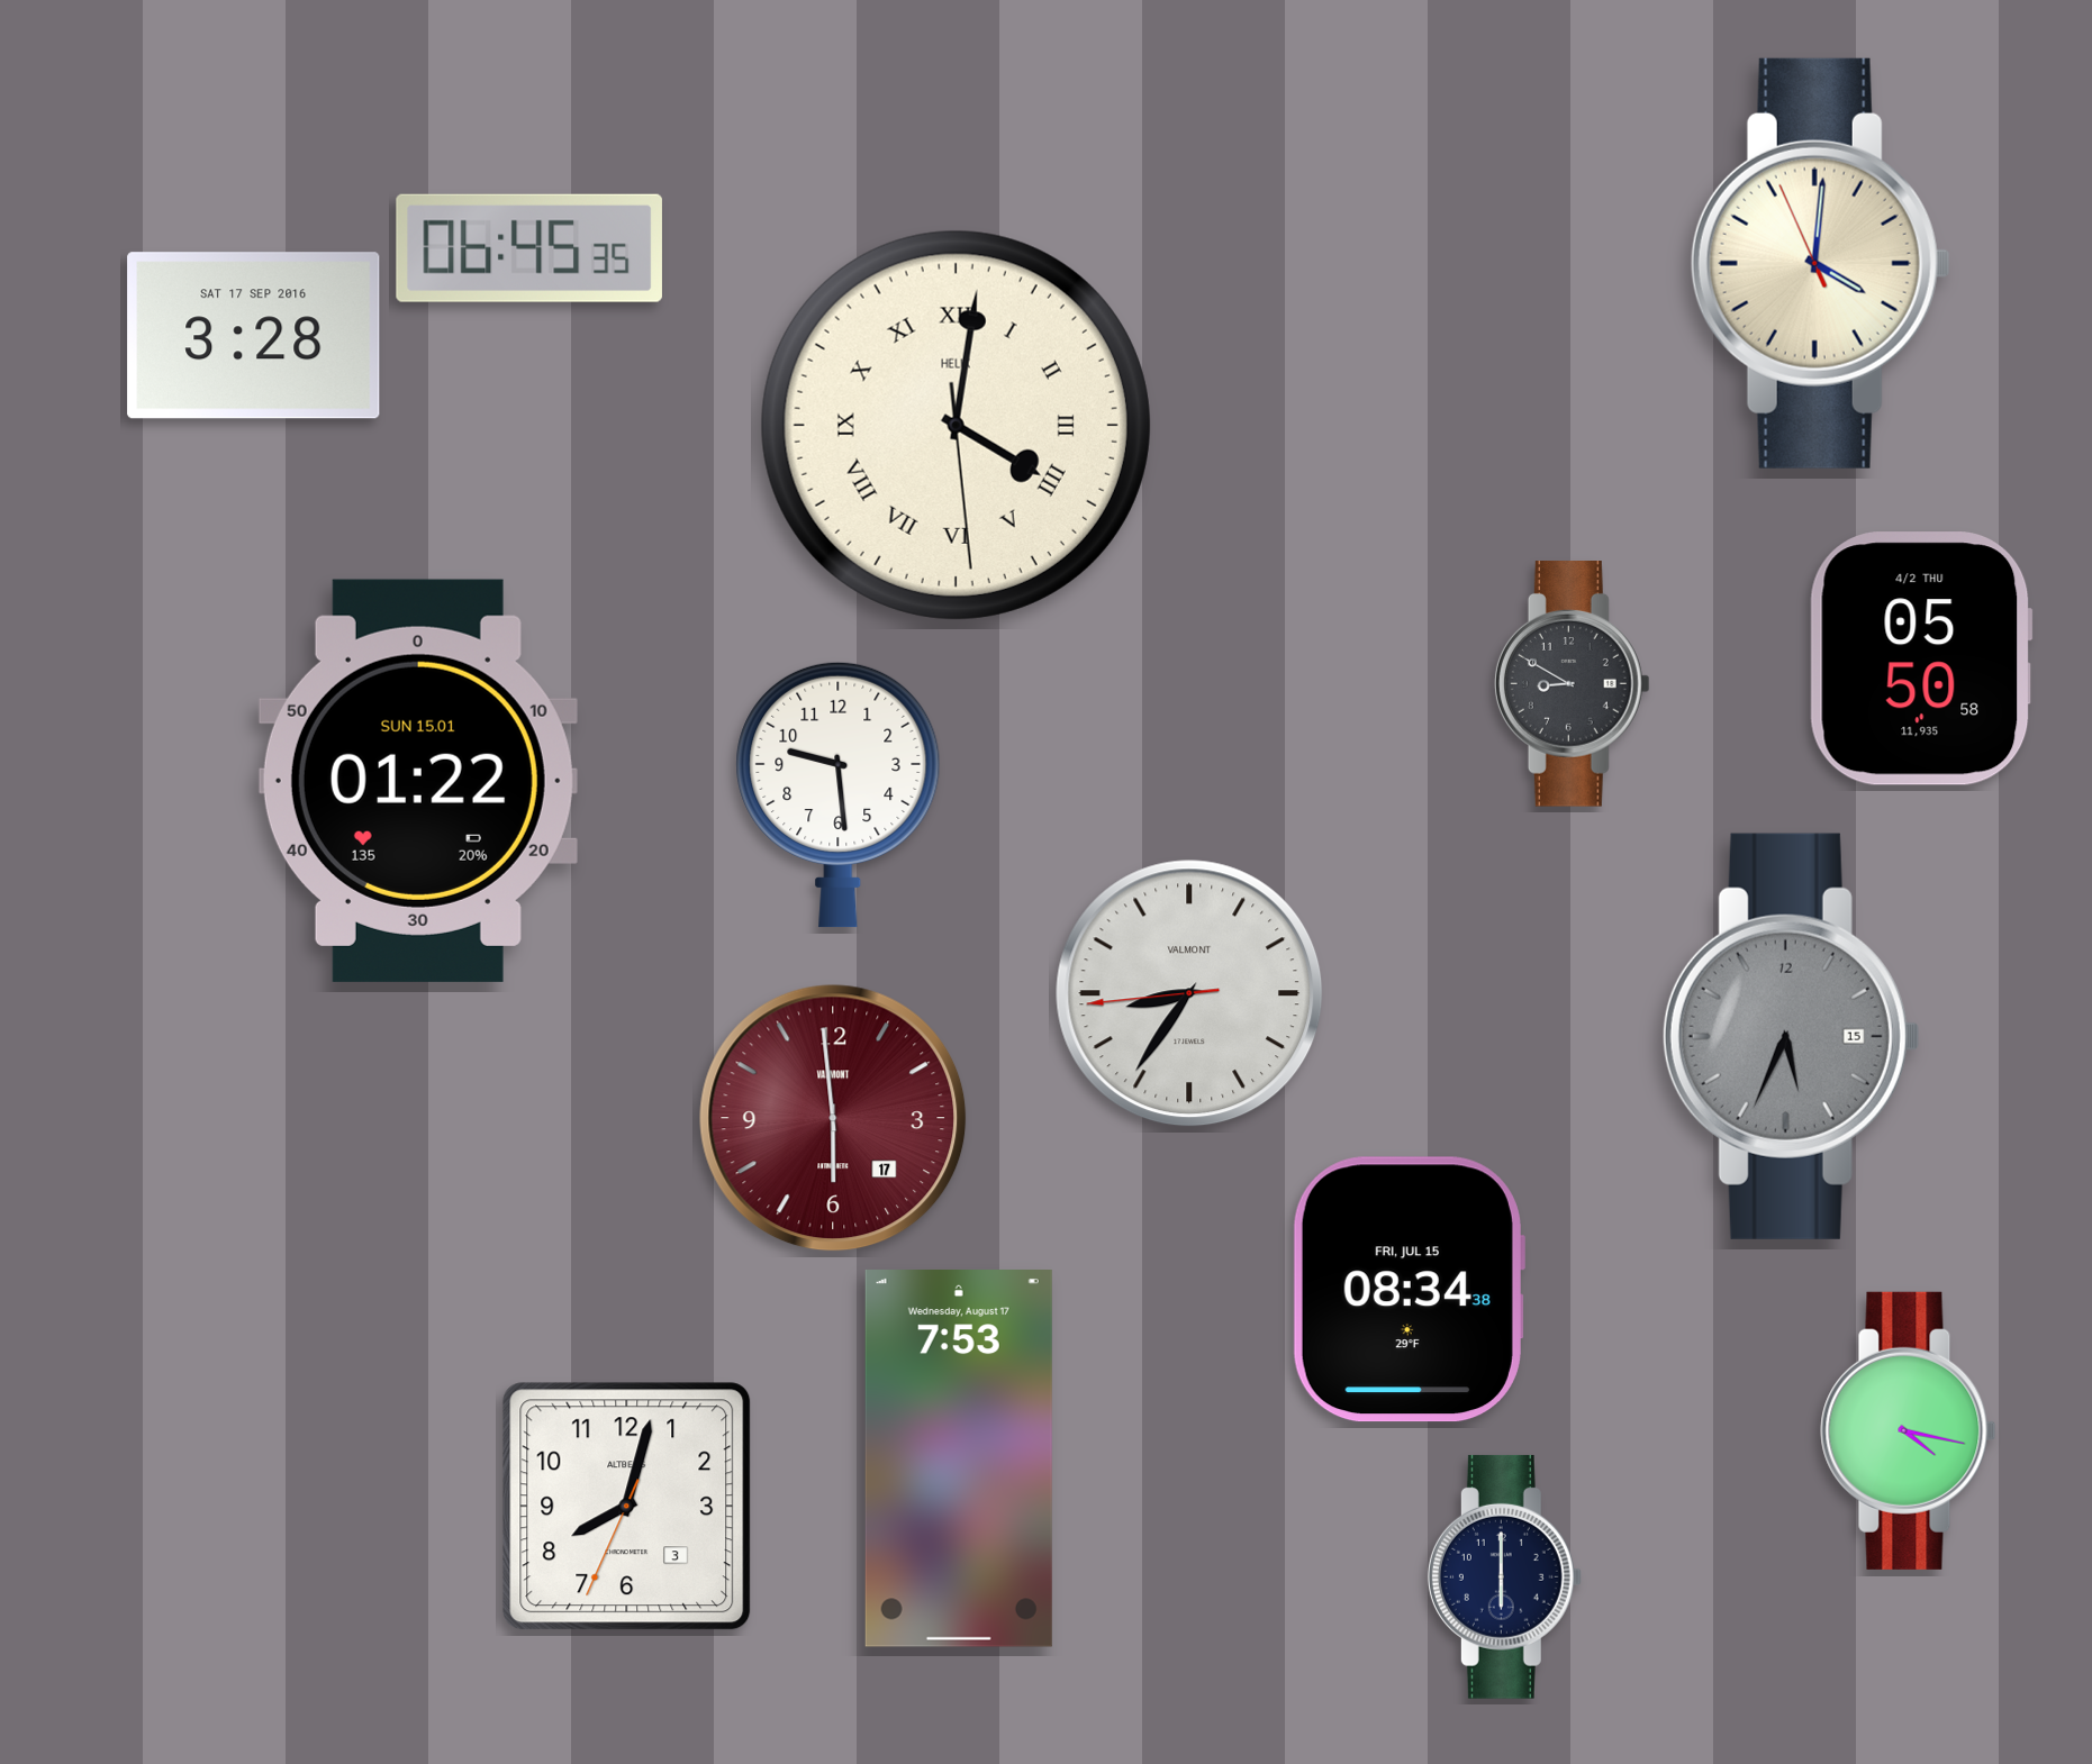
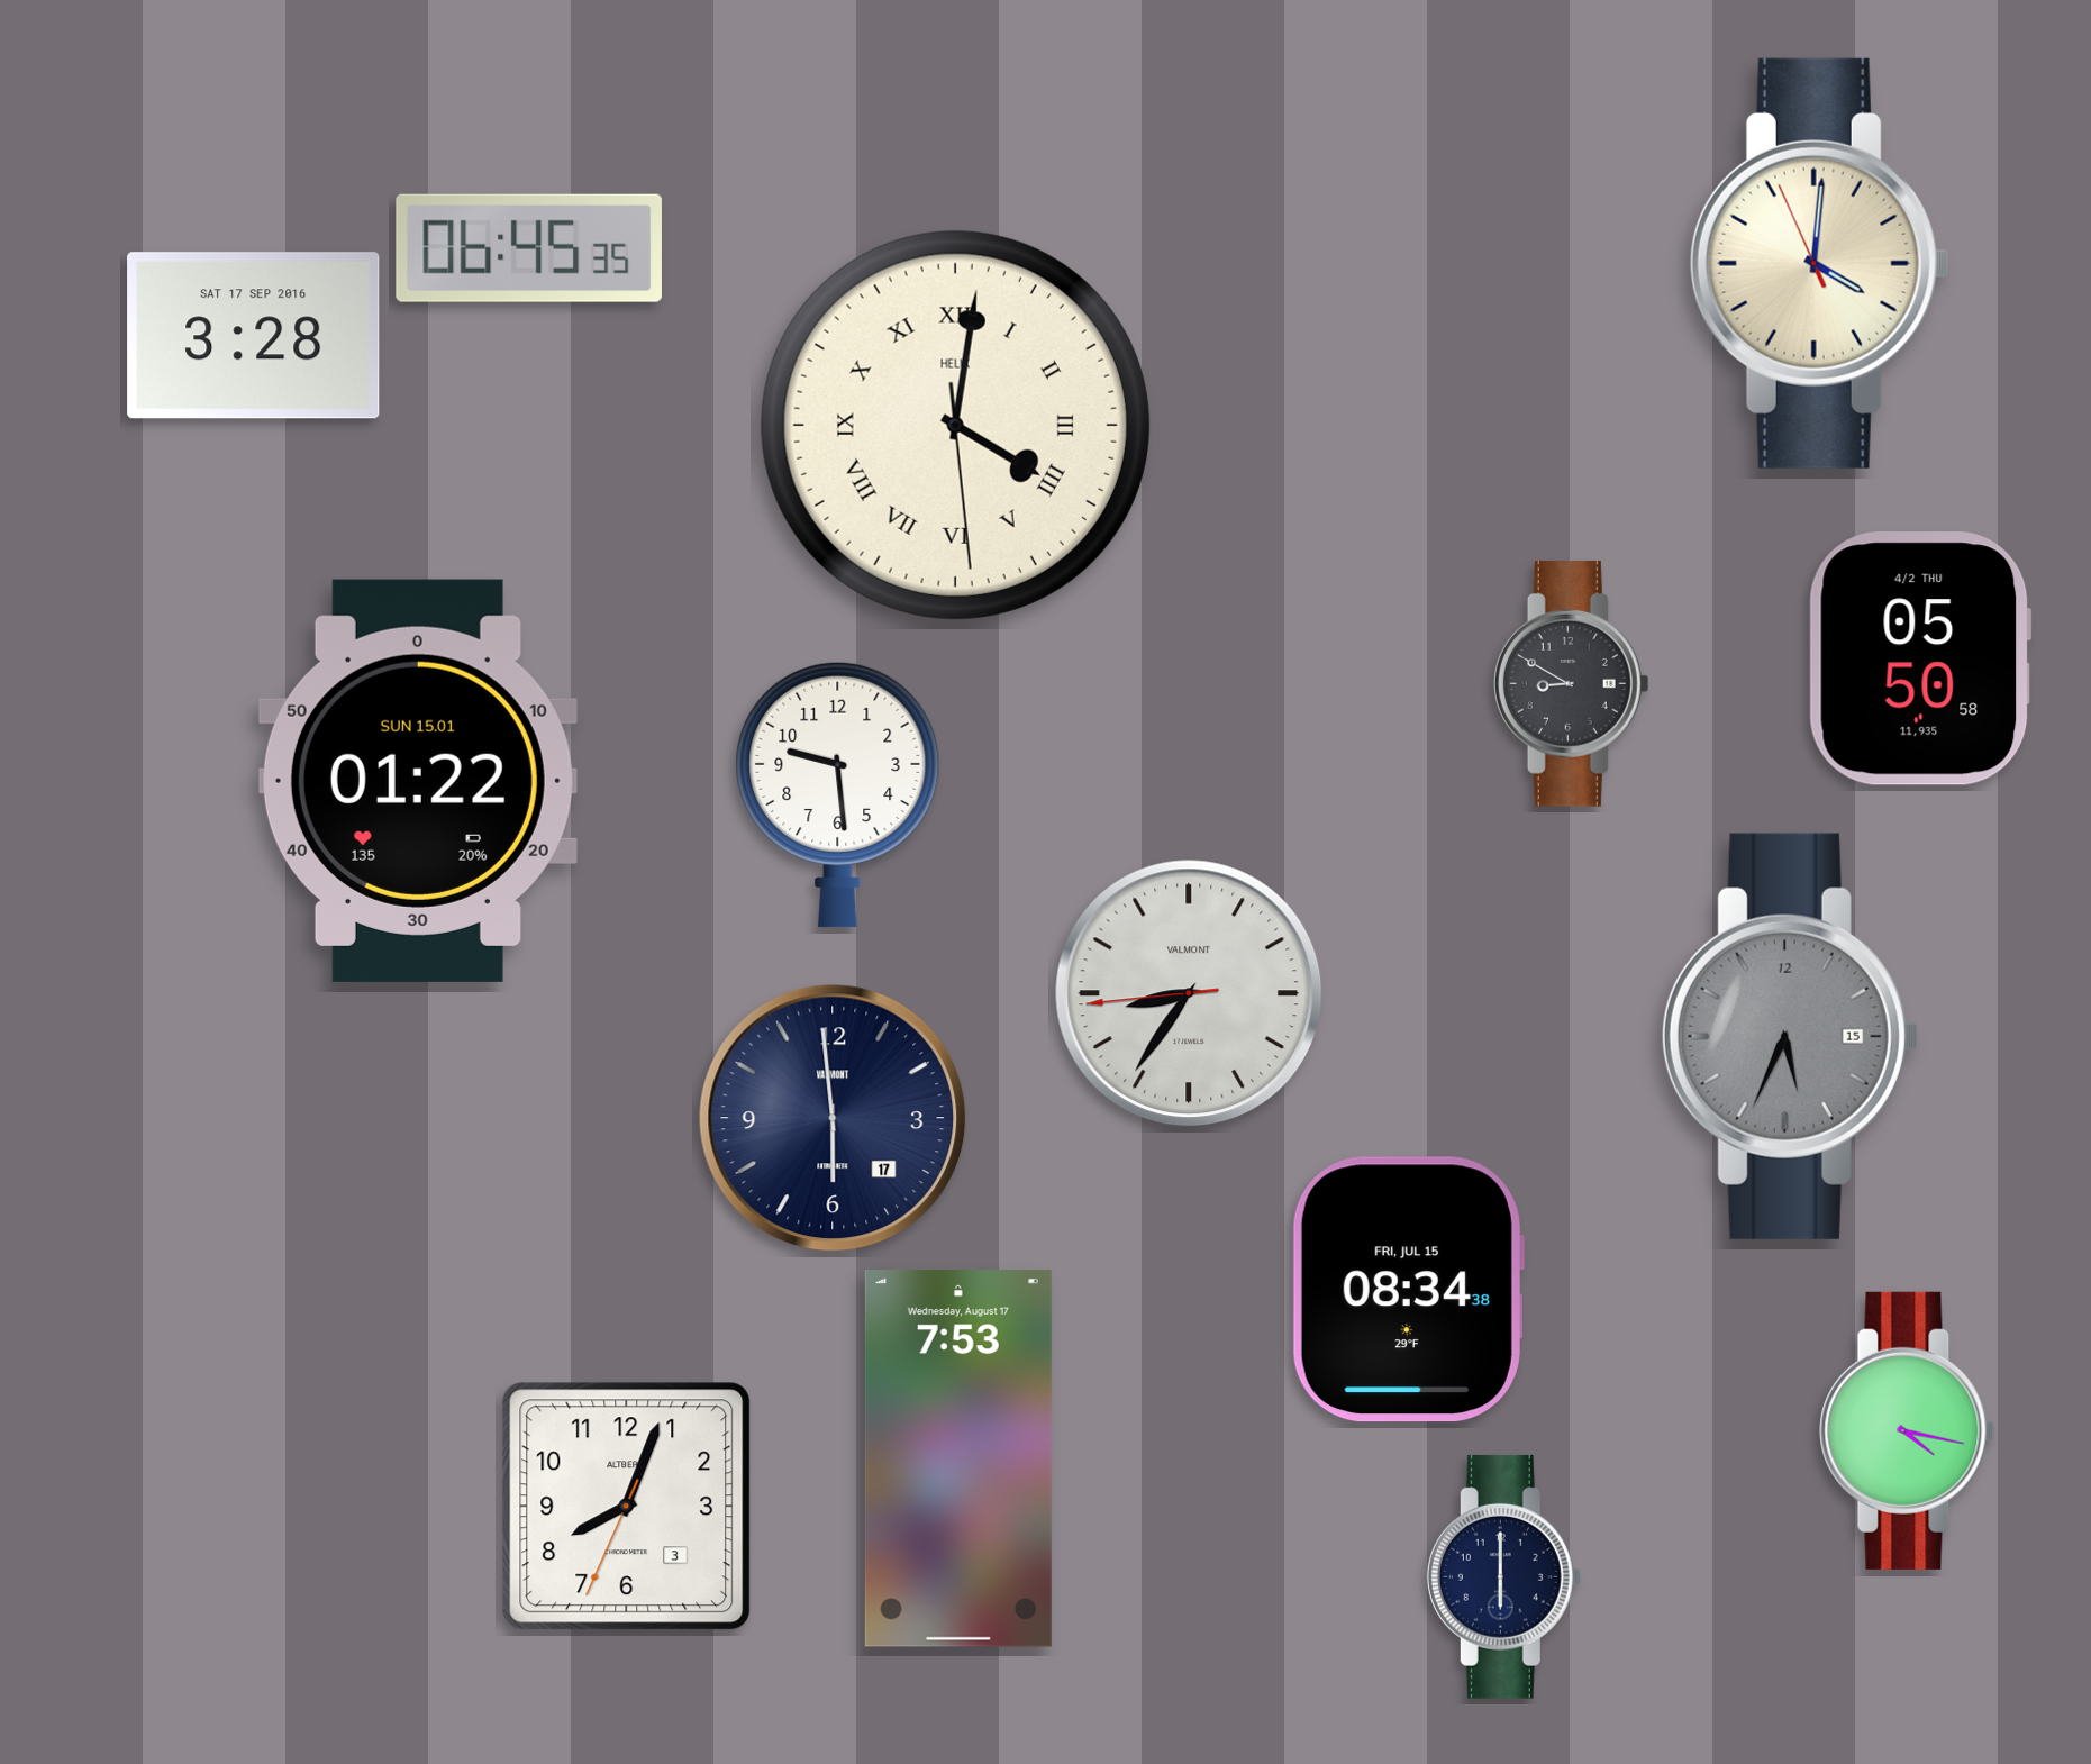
clock at (833, 1118) dial: burgundy -> navy
clock at (627, 1507): 8:02 -> 8:03
